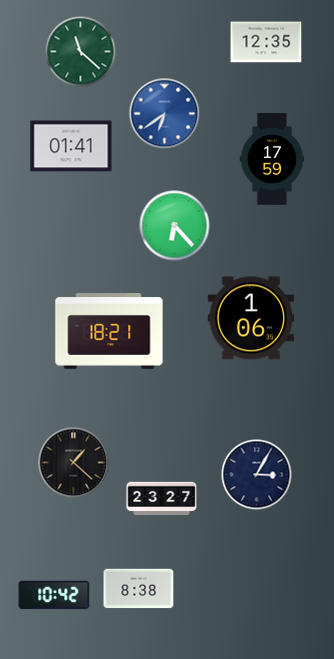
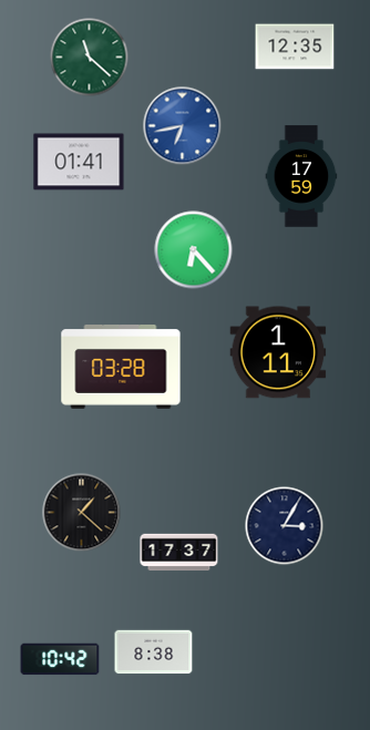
clock at (165, 114): 6:39 -> 6:43
clock at (251, 318): 1:06 -> 1:11
clock at (109, 332): 18:21 -> 03:28
clock at (162, 499): 23:27 -> 17:37
